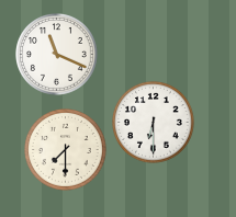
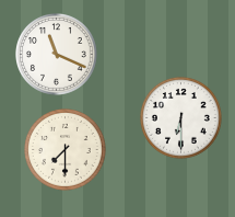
clock at (154, 123) position: (154, 123) -> (181, 118)
